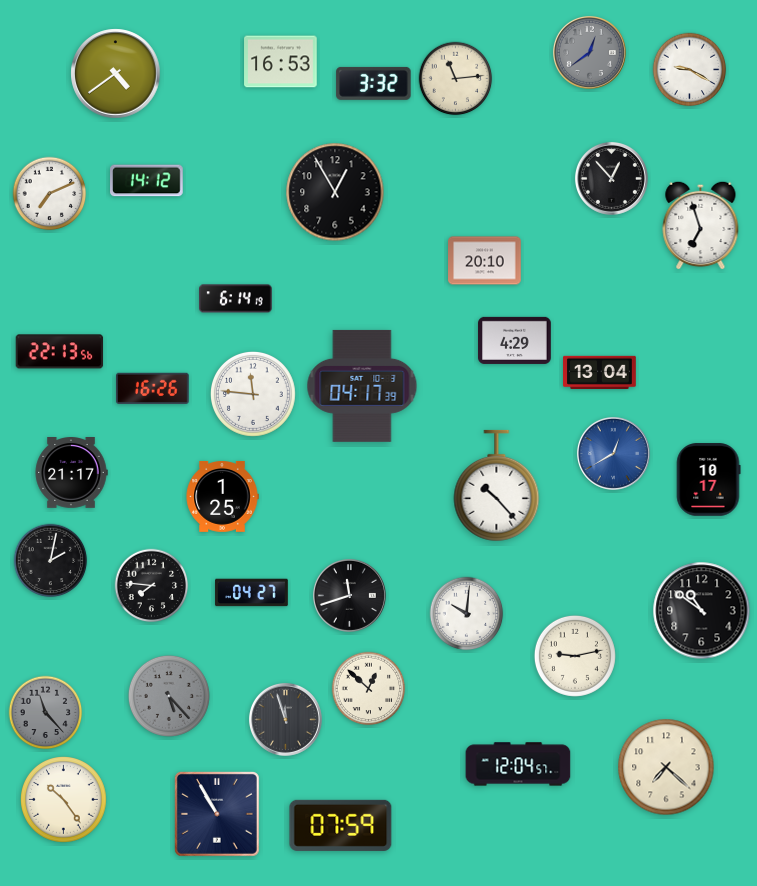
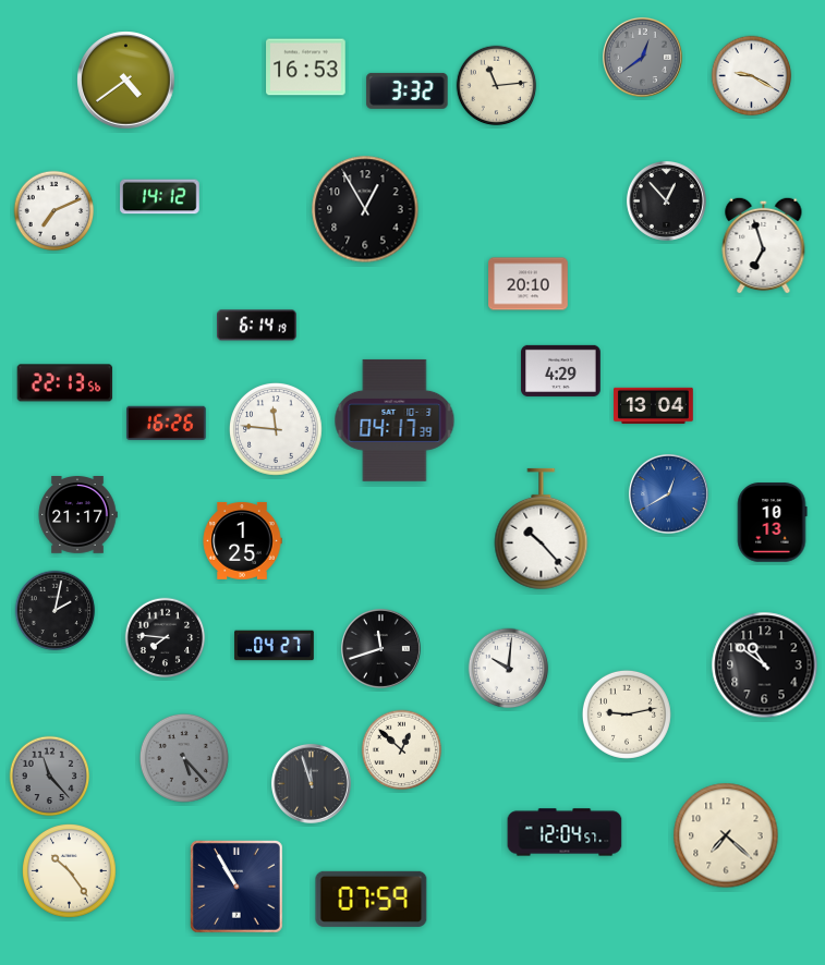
clock at (611, 178) position: (611, 178) -> (666, 200)
clock at (708, 480): 10:17 -> 10:13
